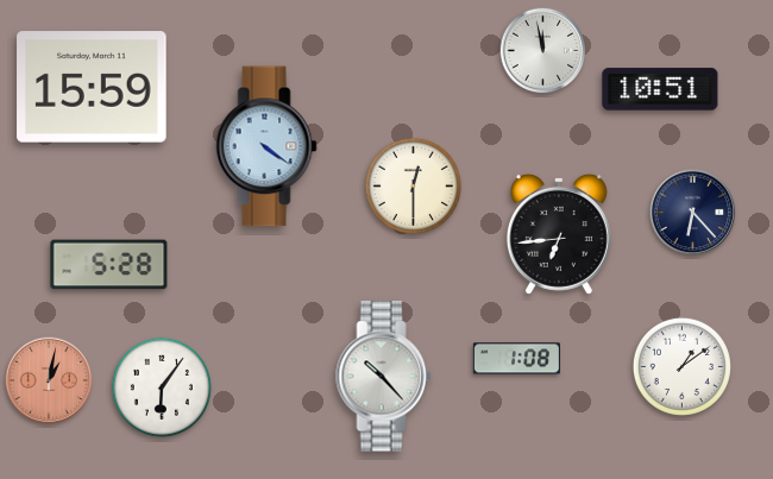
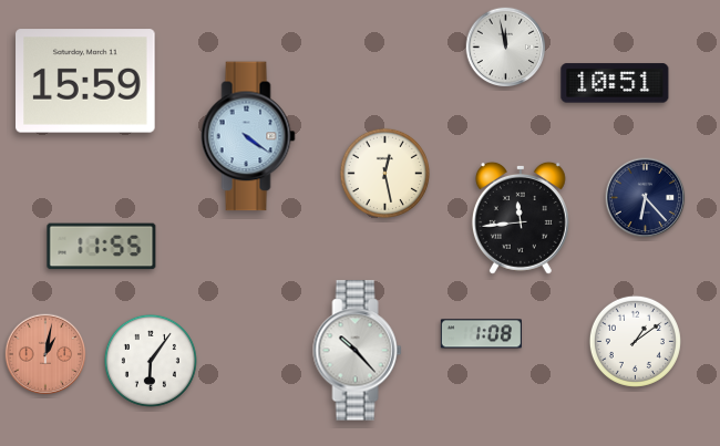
clock at (413, 185): 12:30 -> 12:28
clock at (559, 234): 6:44 -> 11:44
clock at (109, 265): 5:28 -> 11:55
